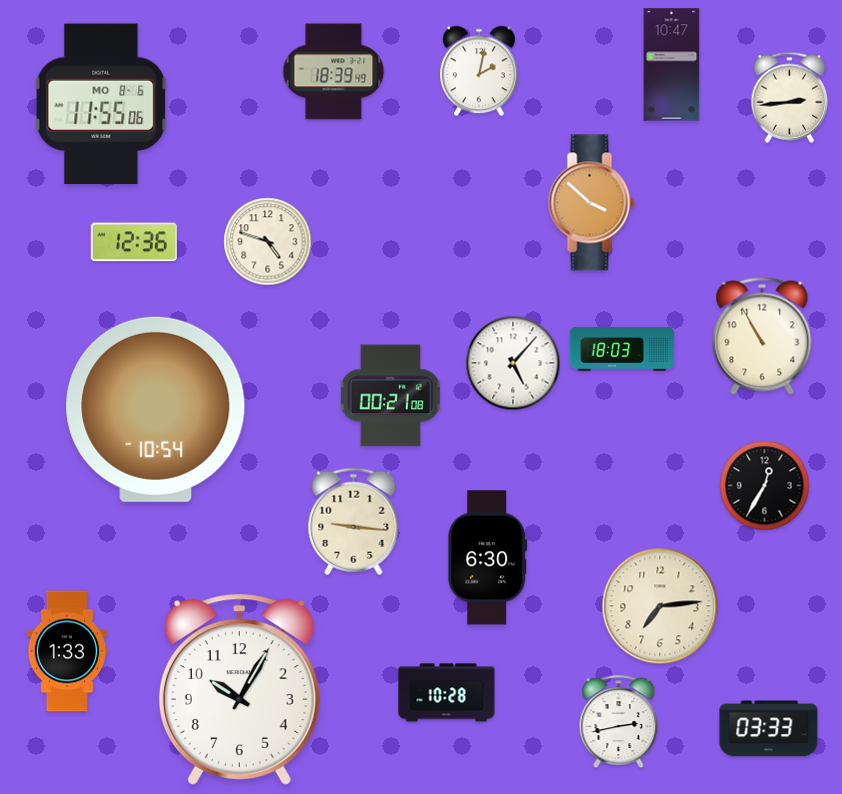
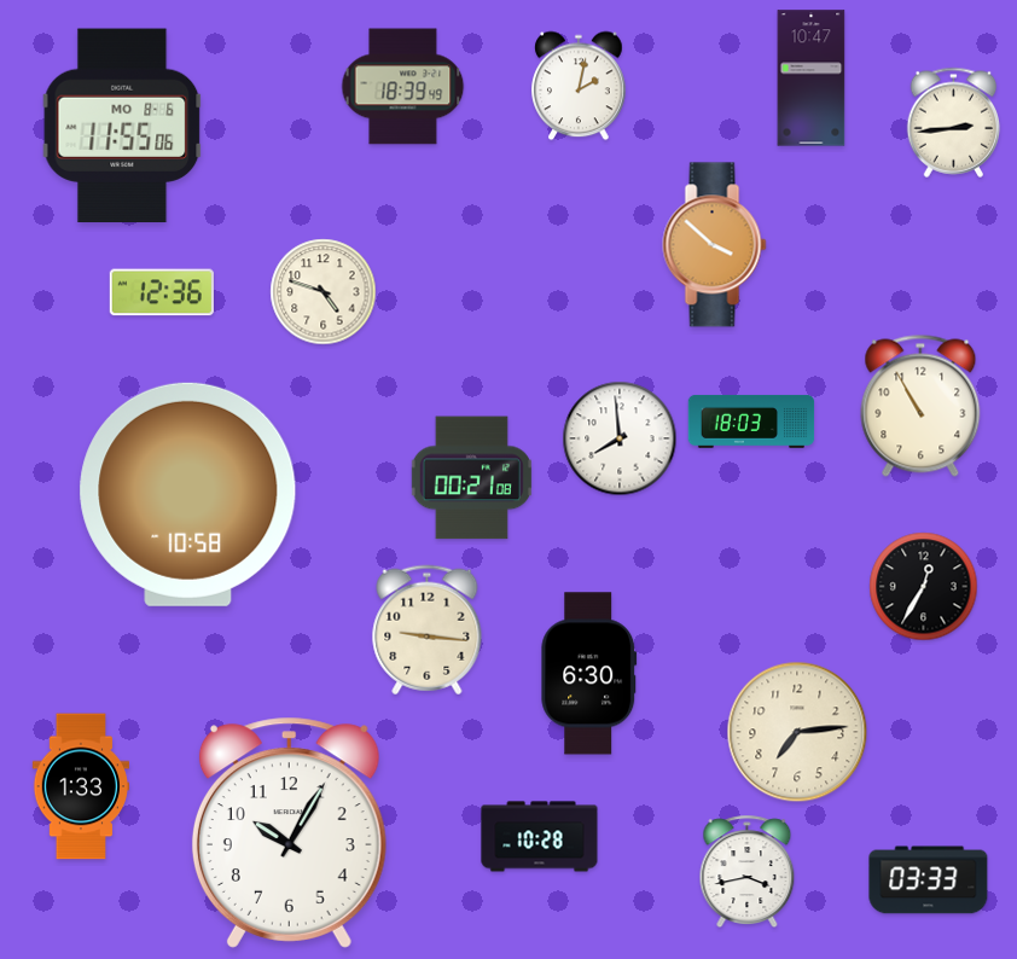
clock at (790, 97) position: (790, 97) -> (954, 122)
clock at (513, 363): 5:07 -> 7:59
clock at (156, 409): 10:54 -> 10:58
clock at (619, 721): 2:43 -> 3:43
